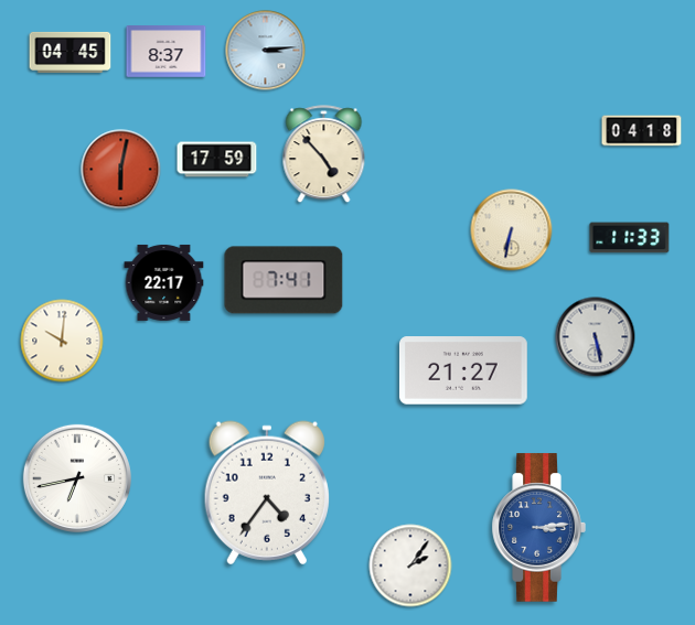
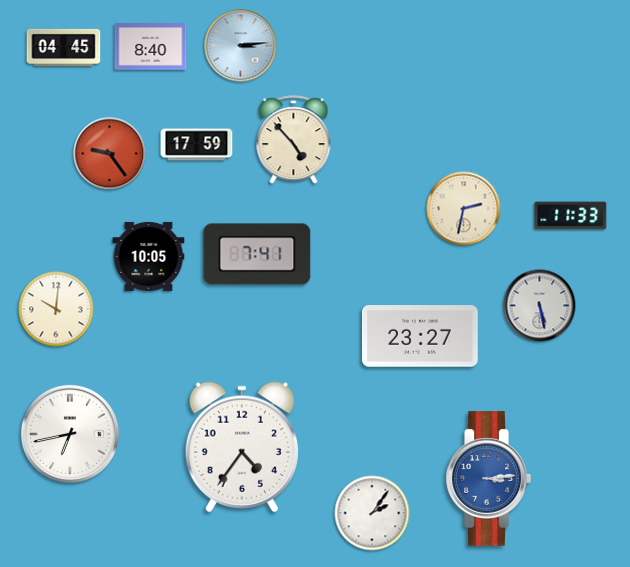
clock at (167, 52): 8:37 -> 8:40
clock at (642, 131): 04:18 -> none
clock at (121, 170): 6:02 -> 9:24
clock at (512, 230): 6:32 -> 2:32
clock at (164, 282): 22:17 -> 10:05
clock at (463, 370): 21:27 -> 23:27
